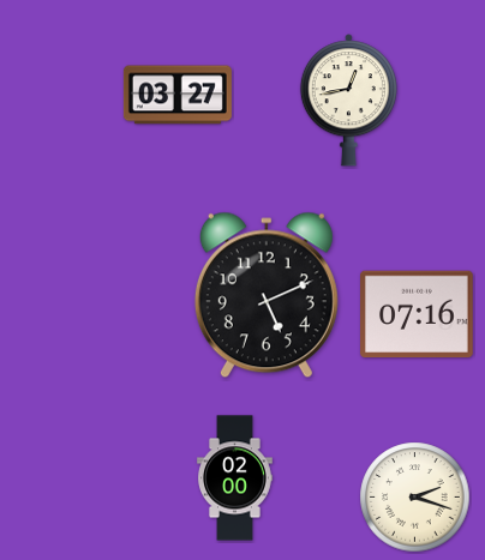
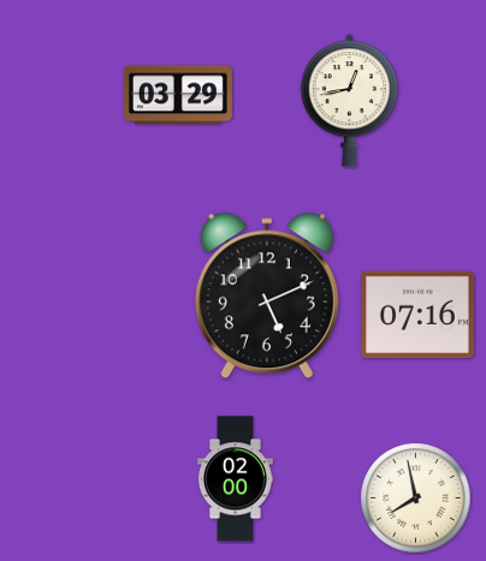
clock at (178, 95): 03:27 -> 03:29
clock at (415, 498): 2:18 -> 7:58
